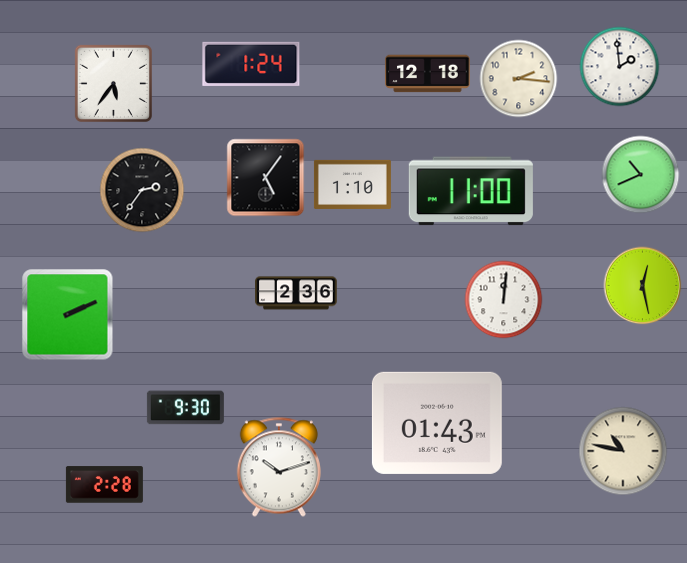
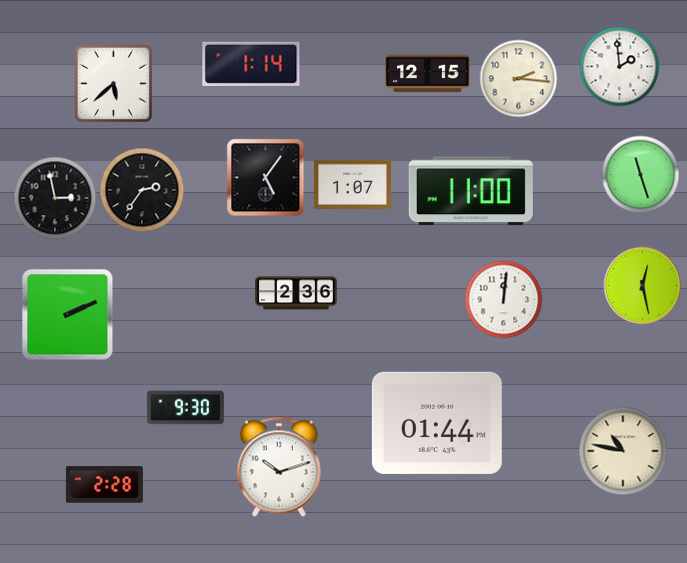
clock at (251, 64): 1:24 -> 1:14
clock at (428, 74): 12:18 -> 12:15
clock at (113, 83): 5:36 -> 5:38
clock at (640, 174): 10:41 -> 11:27
clock at (352, 184): 1:10 -> 1:07
clock at (55, 198): none -> 2:58
clock at (437, 423): 01:43 -> 01:44
